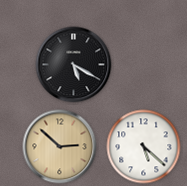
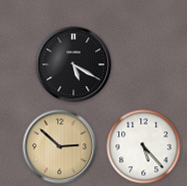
clock at (144, 147): 5:22 -> 5:23
